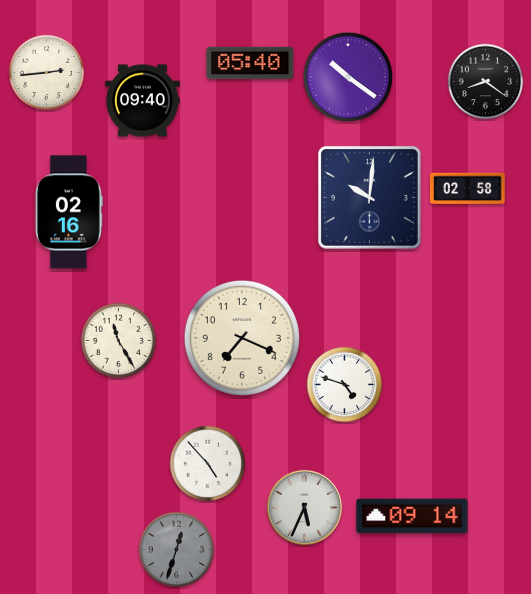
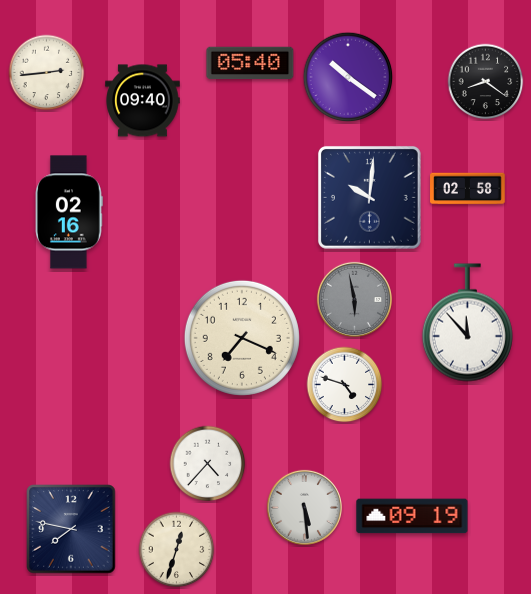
clock at (354, 299): none -> 5:58
clock at (467, 323): none -> 11:53
clock at (119, 341): 11:25 -> none
clock at (208, 464): 4:53 -> 4:37
clock at (304, 507): 5:34 -> 5:29
clock at (412, 516): 09:14 -> 09:19
clock at (71, 529): none -> 7:47
clock at (177, 550) dial: grey -> cream
